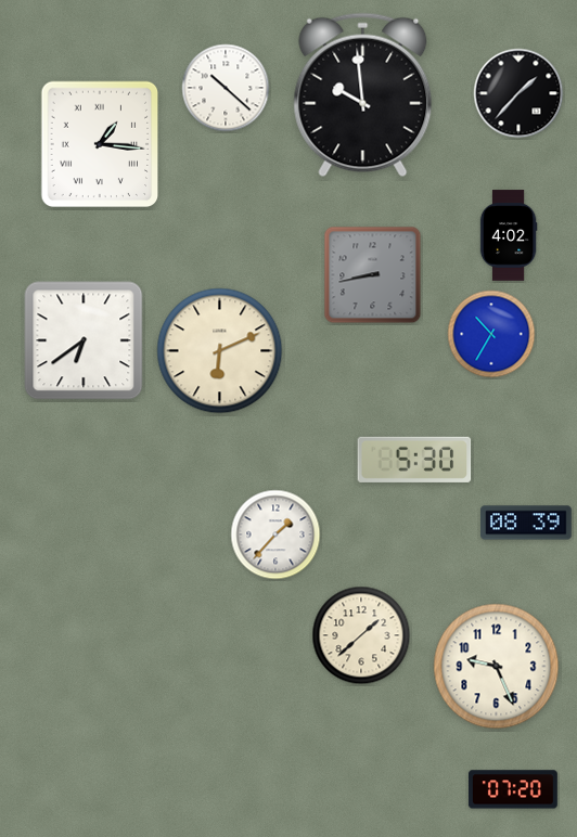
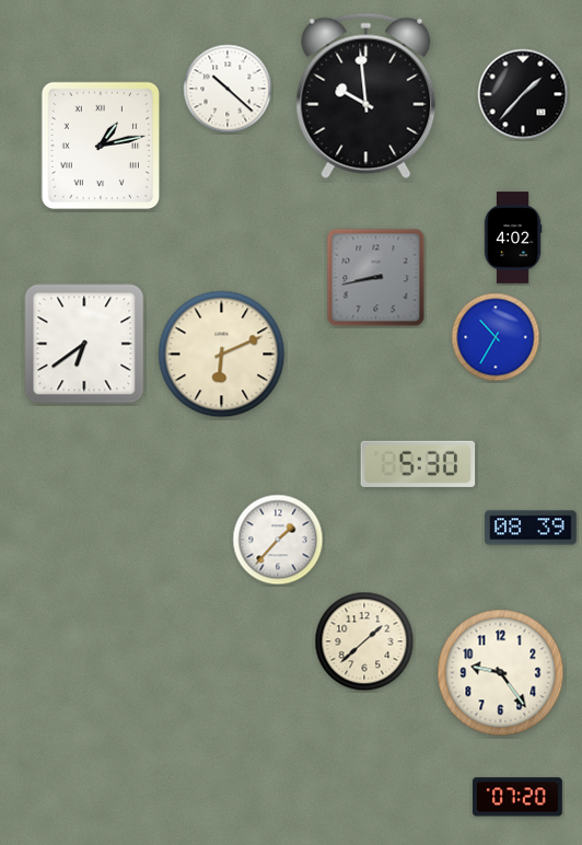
clock at (100, 144): 1:16 -> 1:13
clock at (497, 667): 9:26 -> 9:24
